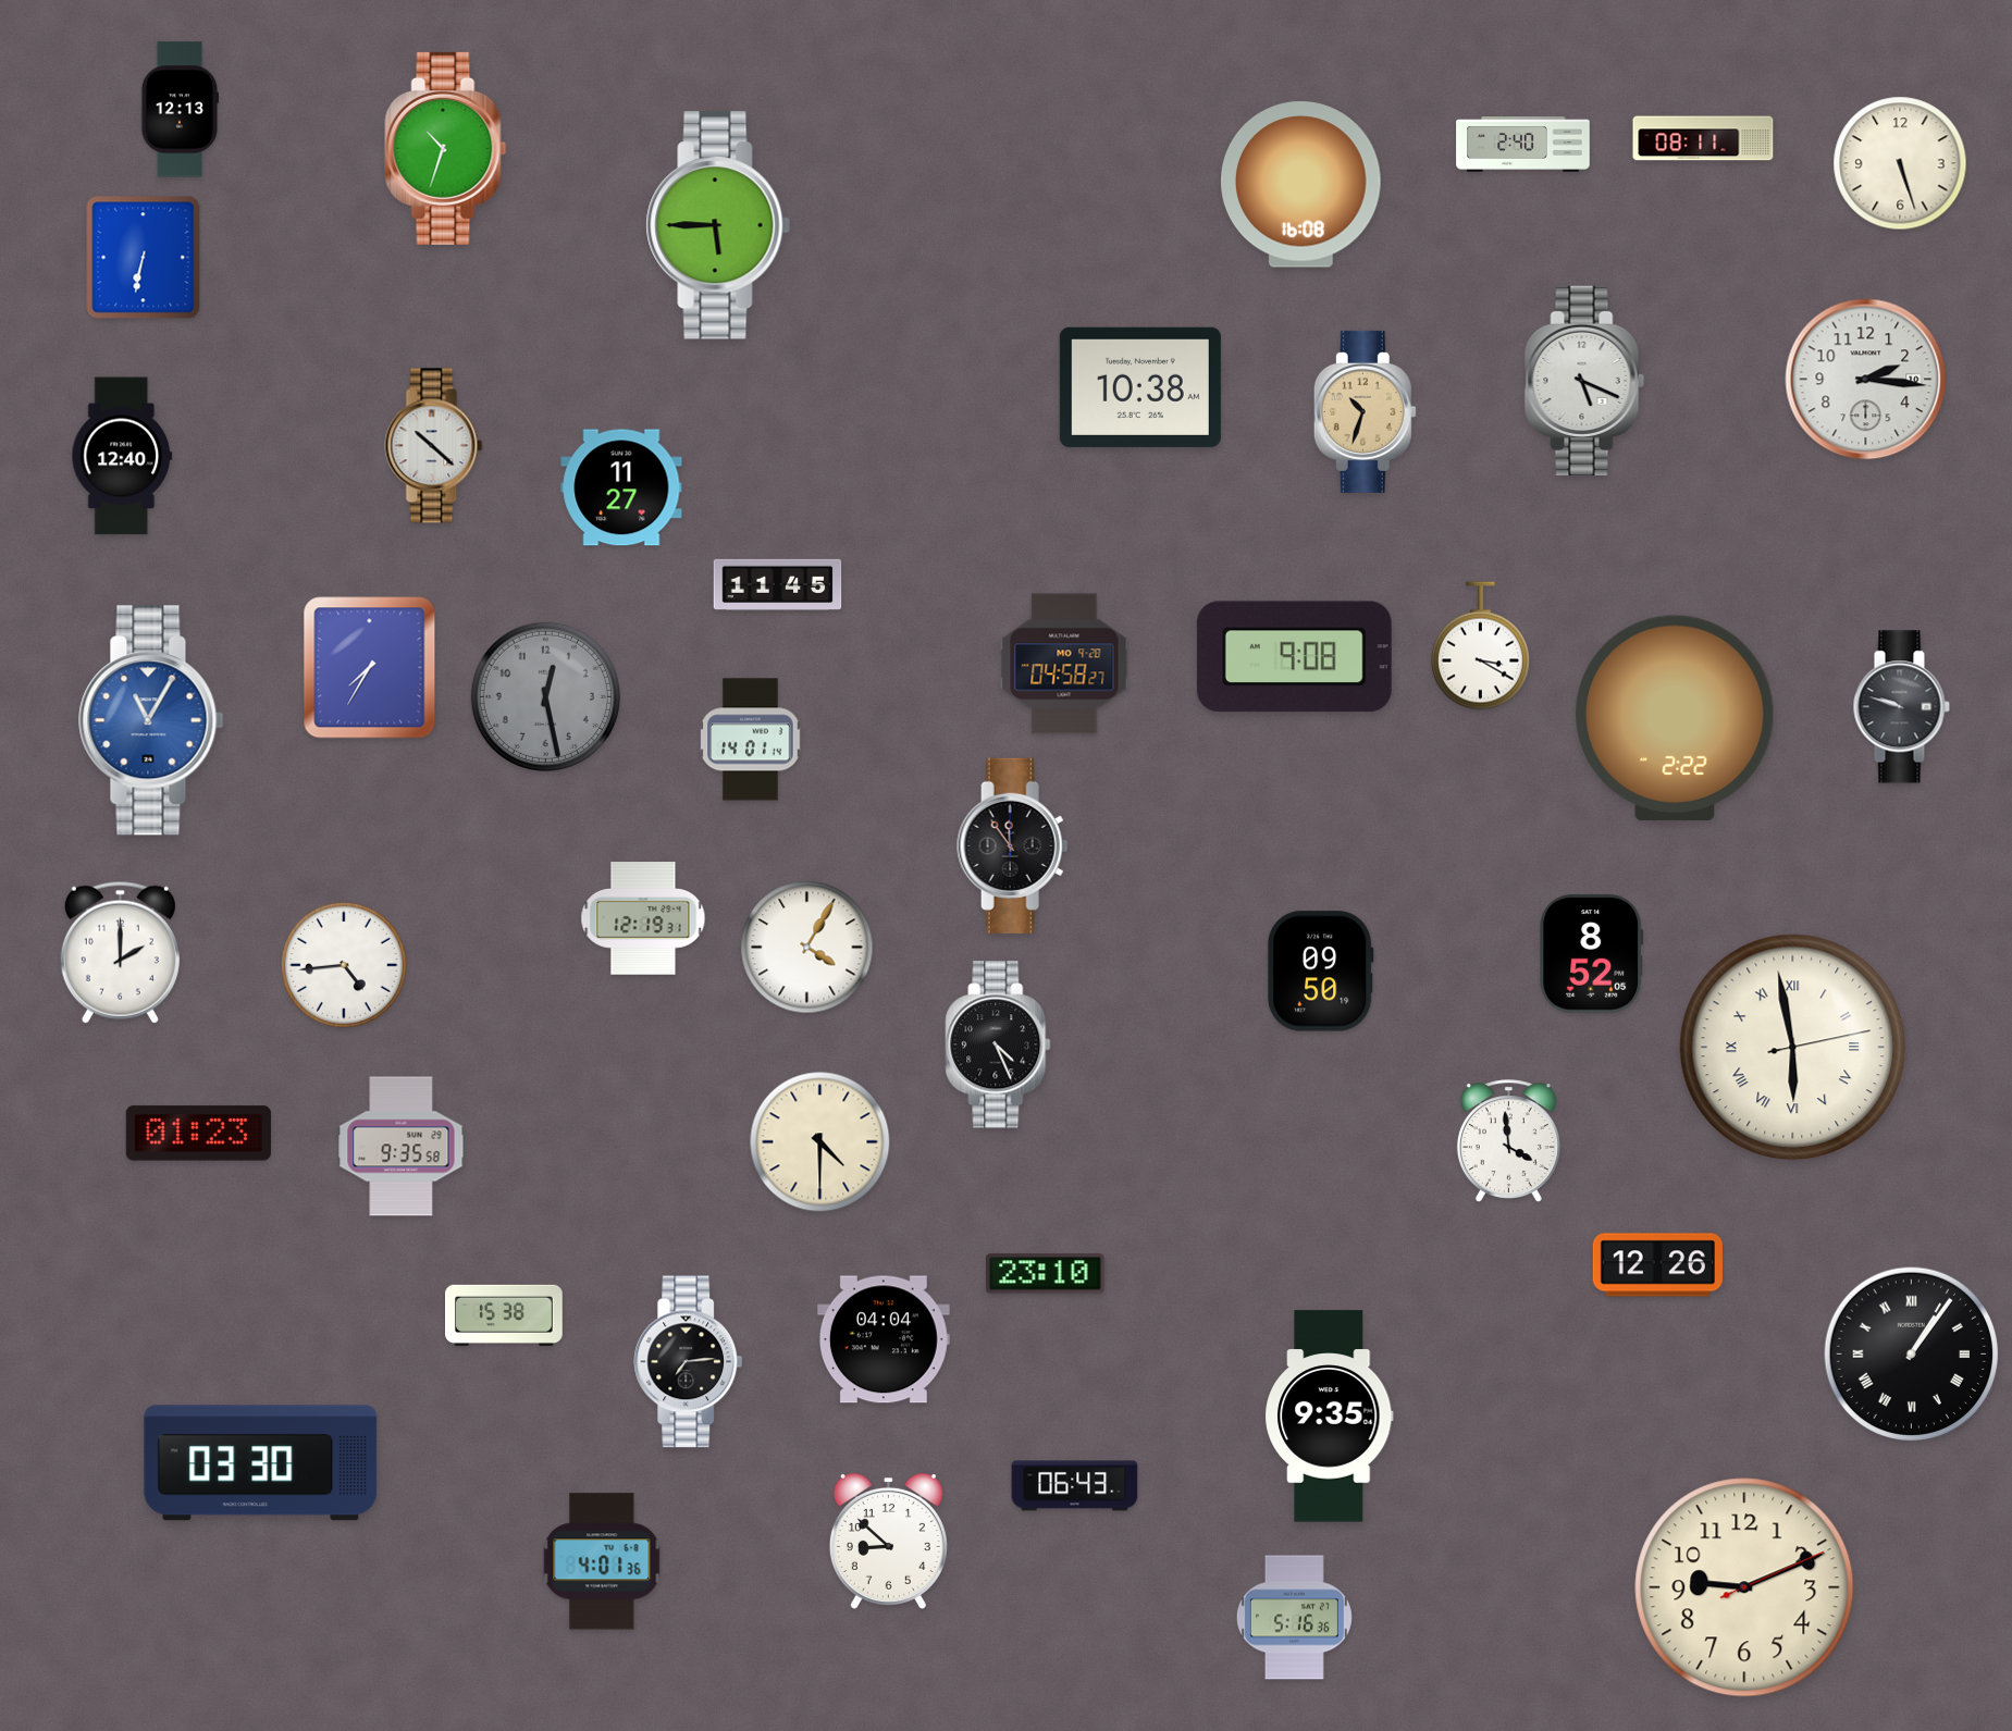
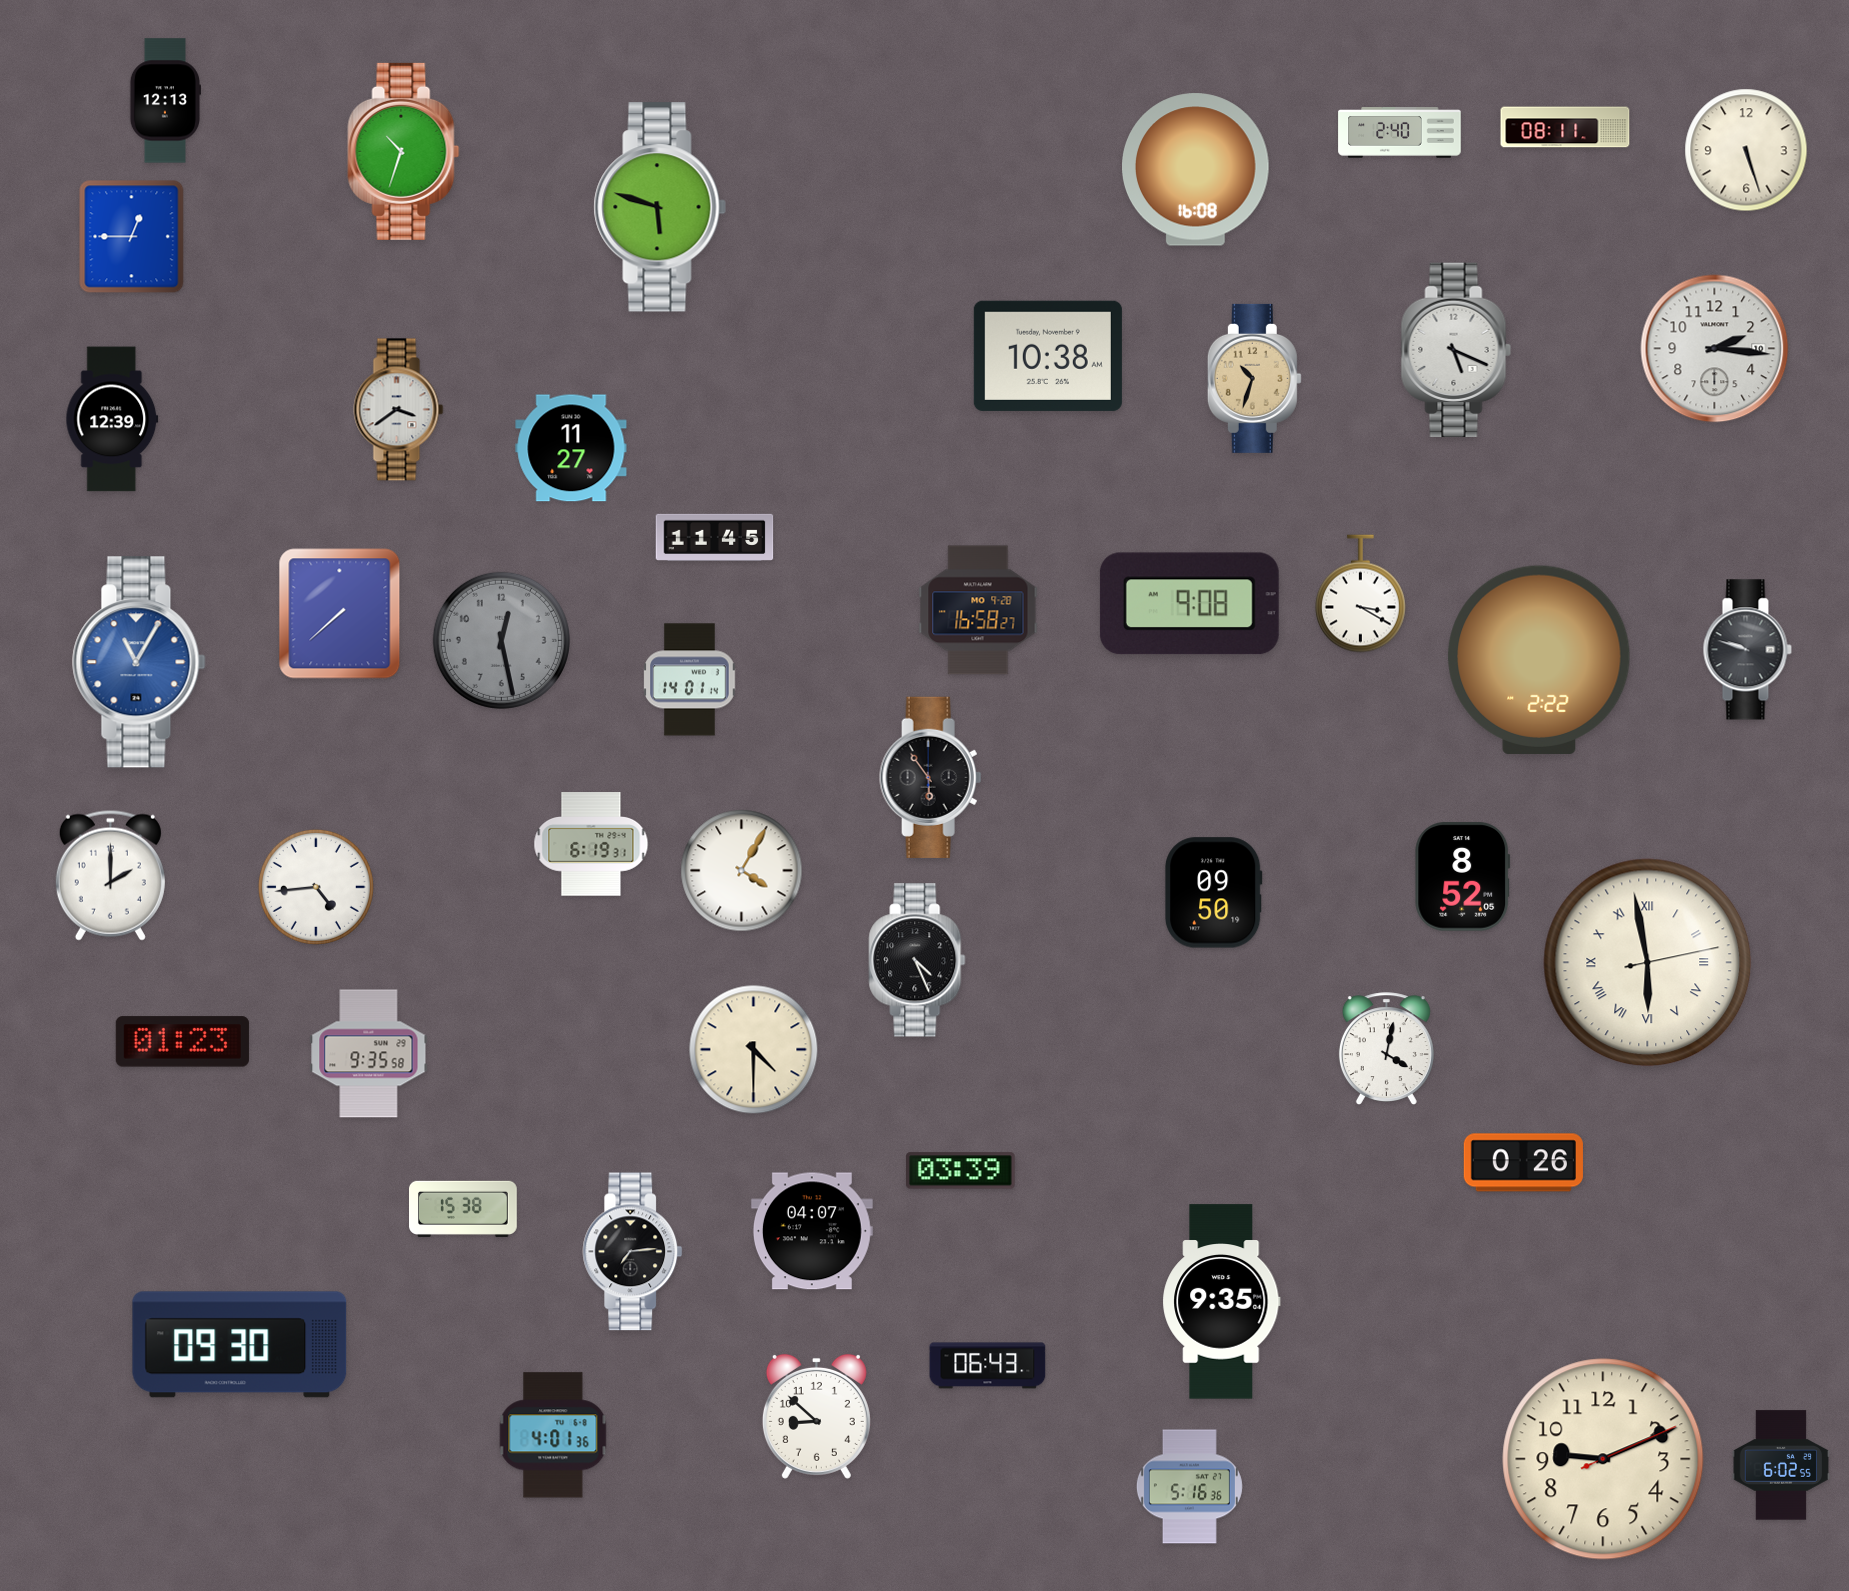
clock at (446, 148) position: (446, 148) -> (404, 151)
clock at (718, 225): 5:45 -> 5:48
clock at (144, 258): 6:32 -> 12:45
clock at (434, 446): 10:22 -> 3:39
clock at (122, 456): 12:40 -> 12:39
clock at (1064, 664): 04:58 -> 16:58
clock at (370, 668): 7:35 -> 7:38
clock at (1013, 845): 11:54 -> 5:54
clock at (643, 918): 12:19 -> 6:19
clock at (1508, 1140): 3:59 -> 4:02
clock at (1657, 1265): 12:26 -> 0:26
clock at (1046, 1274): 23:10 -> 03:39
clock at (884, 1339): 04:04 -> 04:07
clock at (1912, 1355): 1:06 -> none
clock at (261, 1463): 03:30 -> 09:30
clock at (1781, 1465): none -> 6:02
